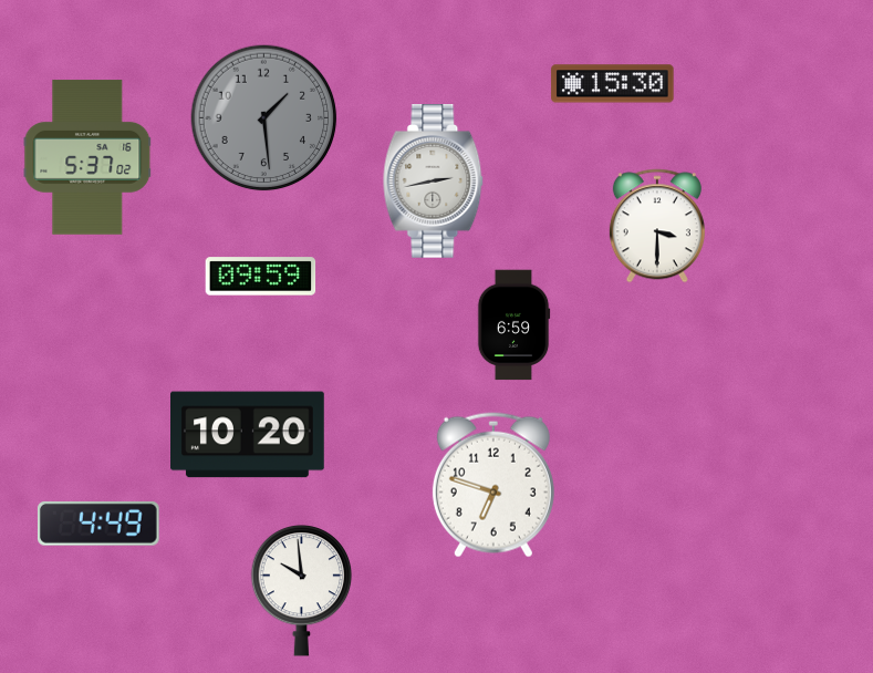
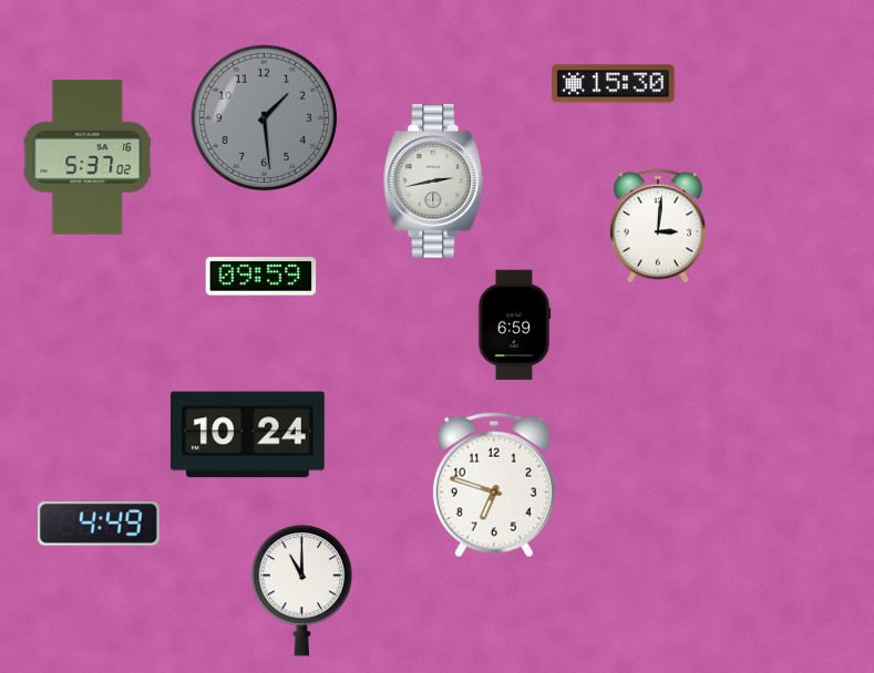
clock at (657, 226): 3:30 -> 3:01
clock at (248, 435): 10:20 -> 10:24
clock at (302, 591): 9:59 -> 11:00
